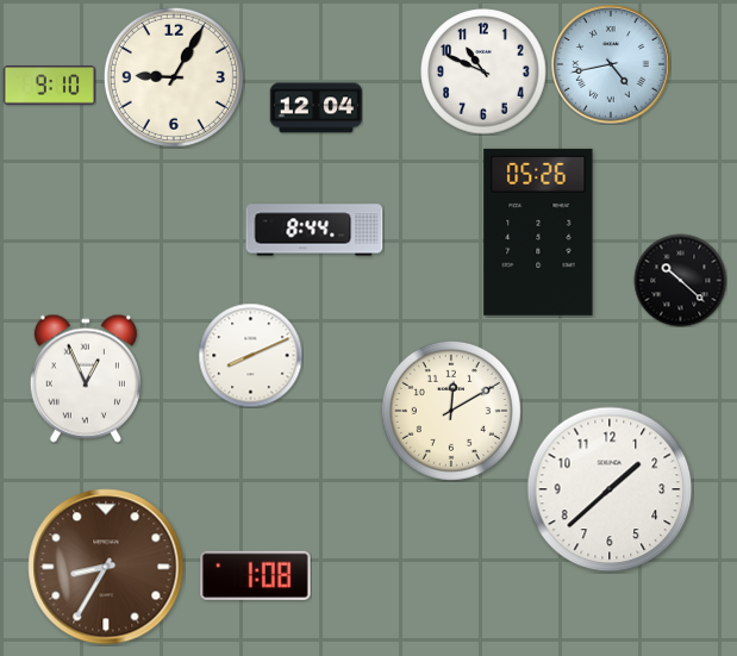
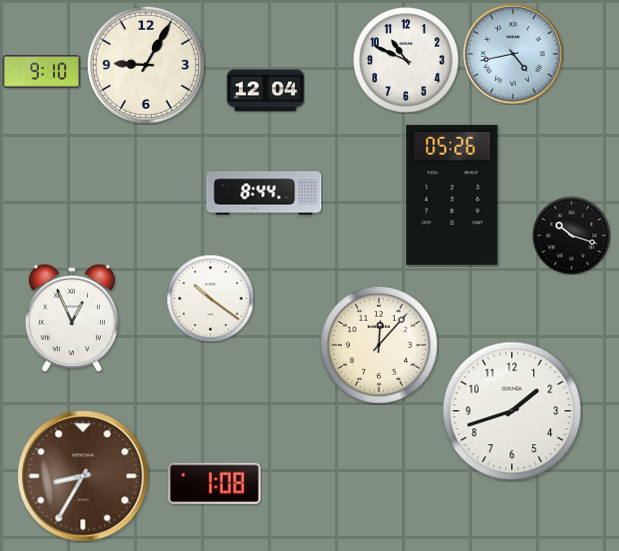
clock at (680, 280): 10:22 -> 10:18
clock at (250, 355): 8:11 -> 10:21
clock at (451, 411): 12:10 -> 12:07
clock at (610, 489): 1:38 -> 1:42
clock at (106, 567) position: (106, 567) -> (83, 476)
